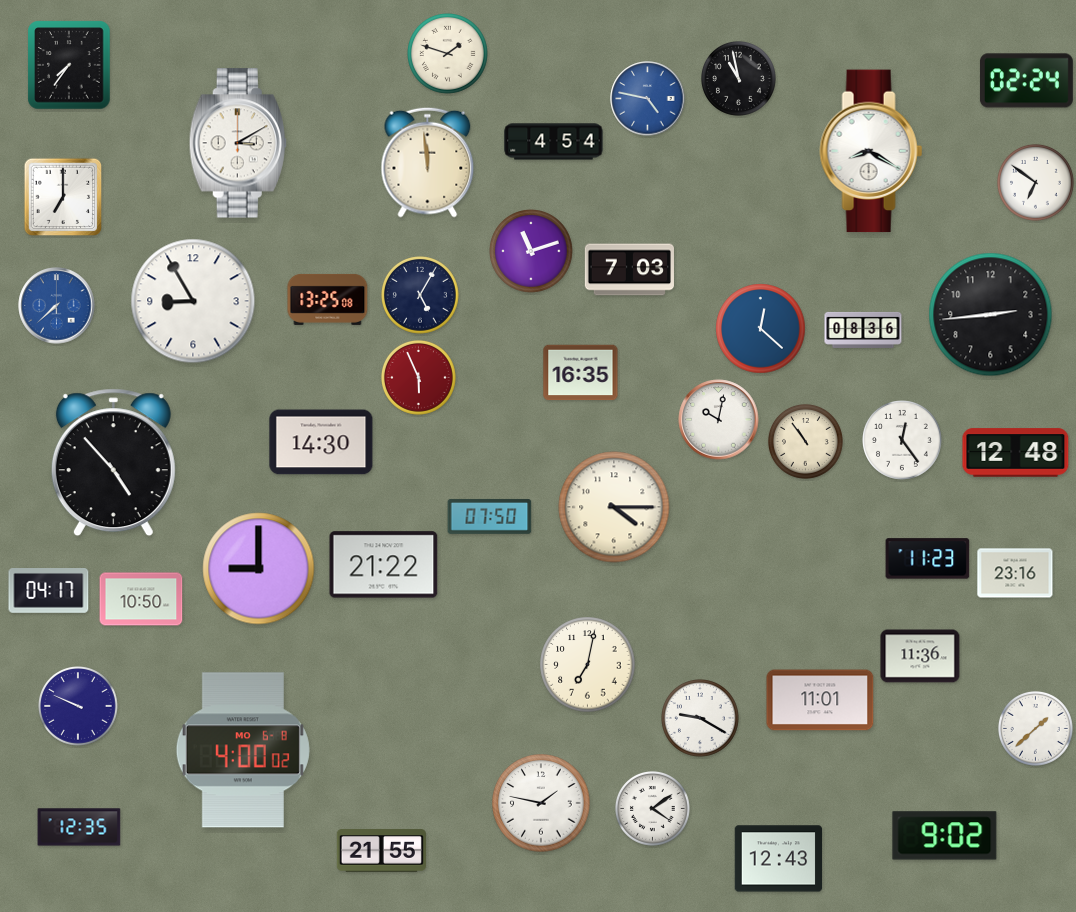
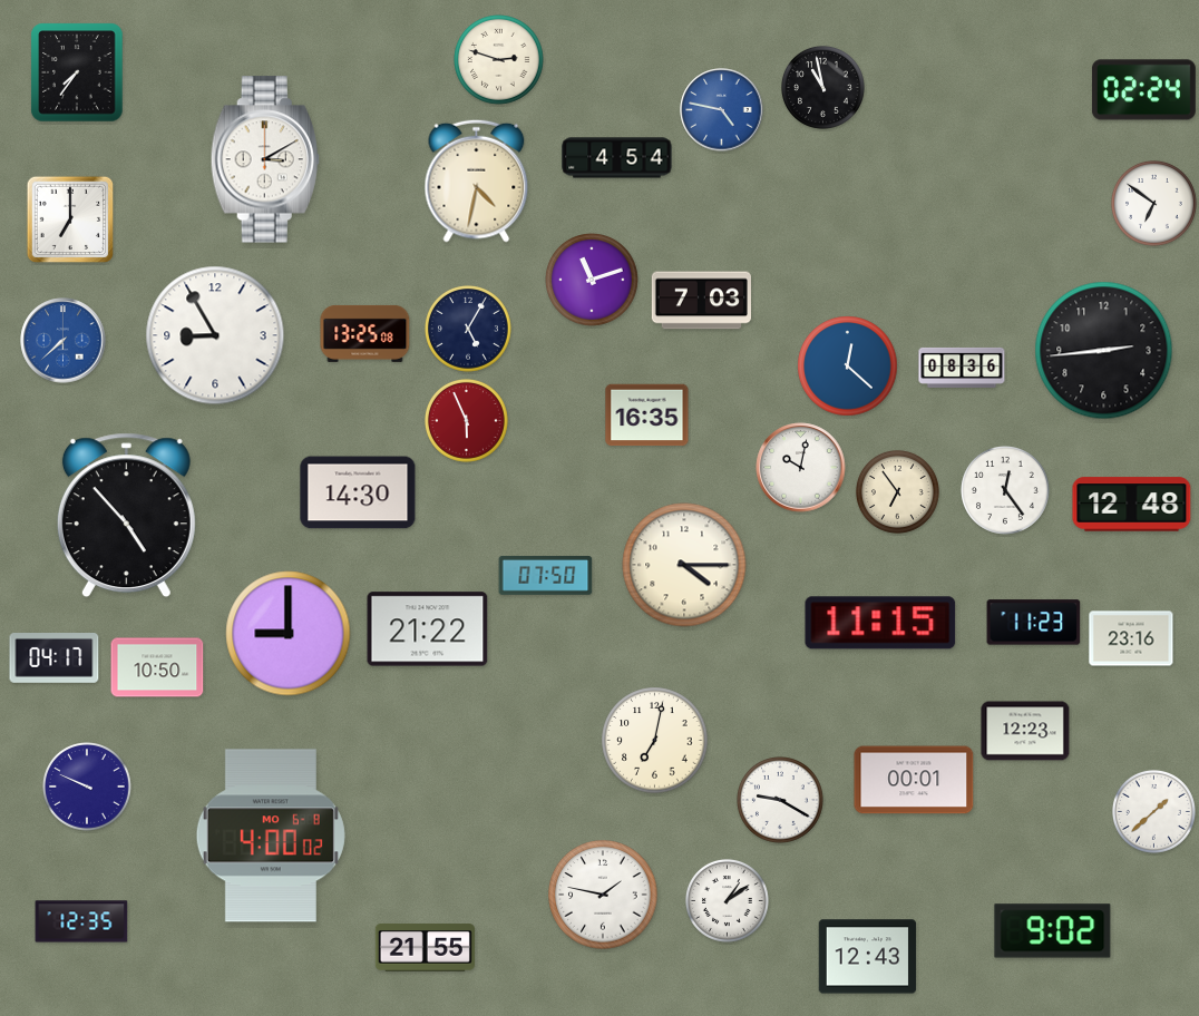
clock at (448, 54): 1:48 -> 2:48
clock at (871, 151): 8:20 -> none
clock at (428, 162): 11:59 -> 4:32
clock at (805, 441): 10:54 -> 6:54
clock at (880, 623): none -> 11:15
clock at (920, 656): 11:36 -> 12:23
clock at (820, 700): 11:01 -> 00:01
clock at (652, 808): 4:09 -> 1:09
clock at (79, 827) position: (79, 827) -> (81, 921)
